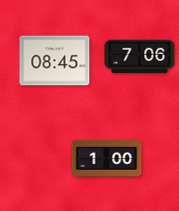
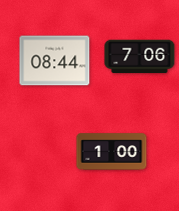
clock at (55, 61): 08:45 -> 08:44
clock at (107, 159) position: (107, 159) -> (112, 152)
